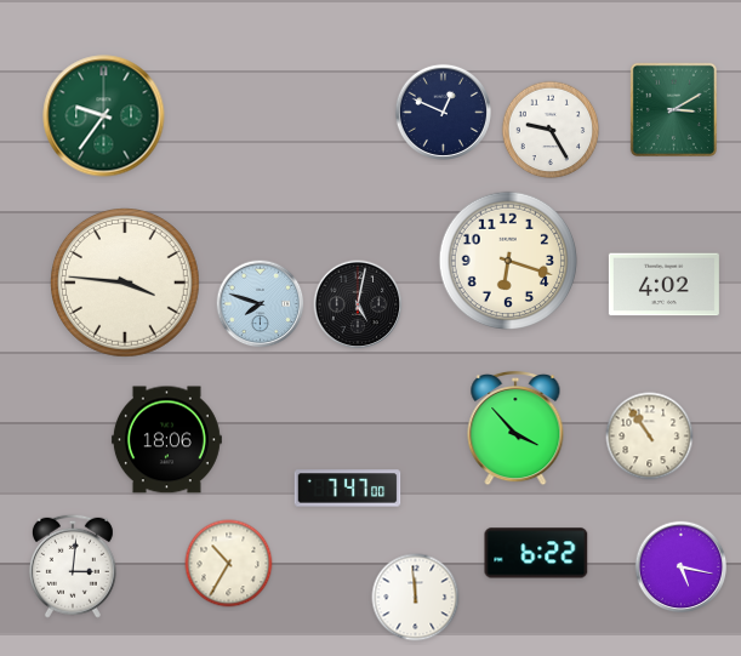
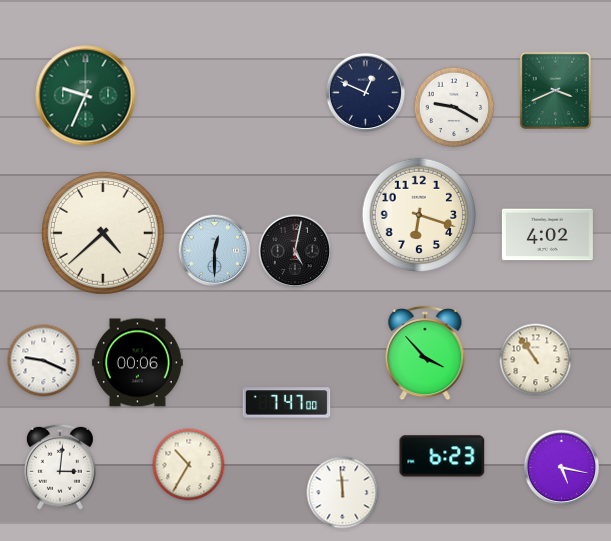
clock at (673, 109): 3:10 -> 3:41
clock at (104, 116): 9:36 -> 9:34
clock at (551, 130): 9:25 -> 9:20
clock at (126, 284): 3:46 -> 4:38
clock at (261, 304): 7:48 -> 12:30
clock at (44, 361): none -> 9:19
clock at (166, 440): 18:06 -> 00:06
clock at (536, 553): 6:22 -> 6:23
